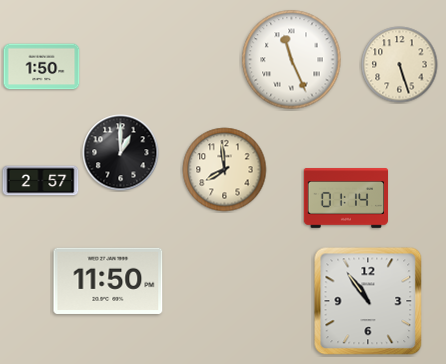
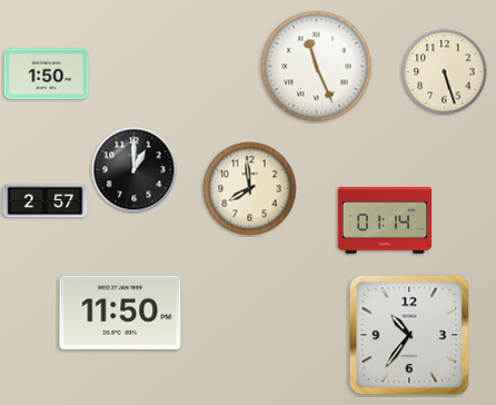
clock at (292, 60) position: (292, 60) -> (317, 67)
clock at (368, 301): 10:54 -> 10:36
